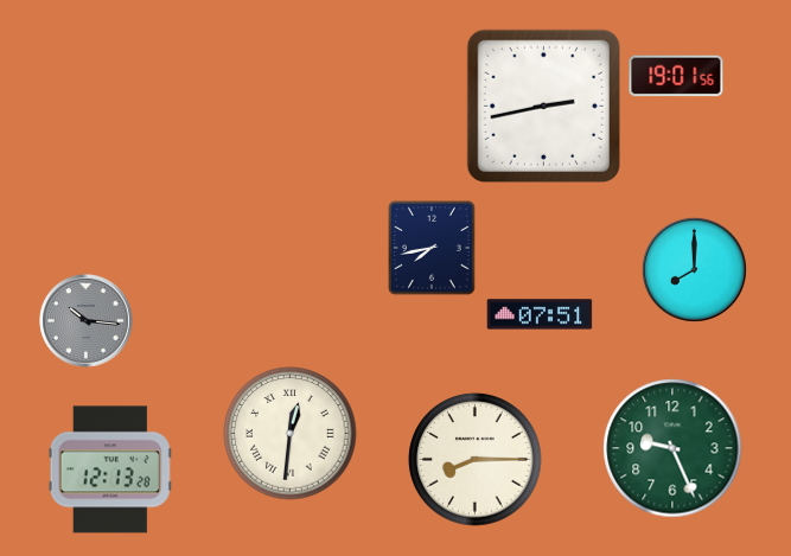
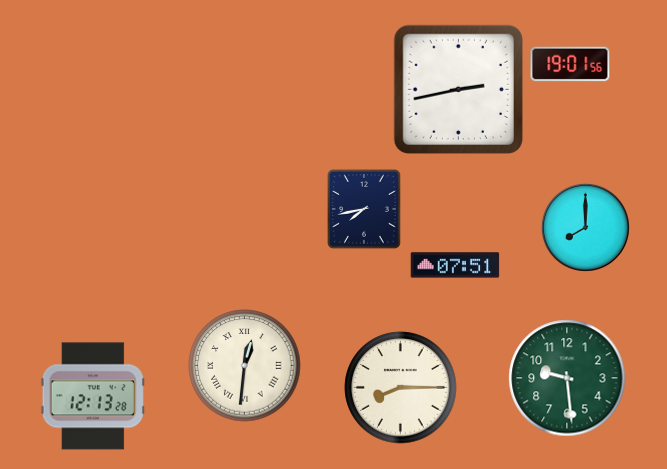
clock at (87, 321): 10:16 -> none
clock at (672, 448): 9:26 -> 9:29
